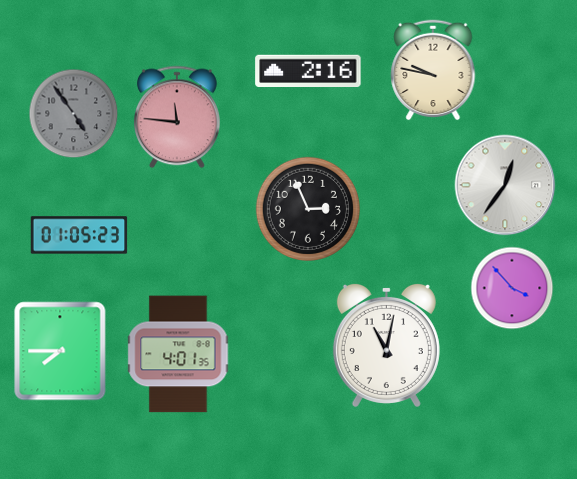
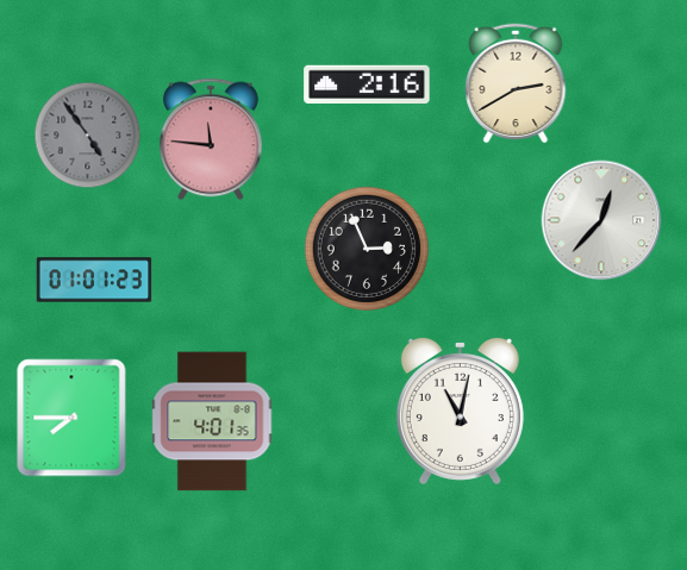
clock at (433, 70): 9:47 -> 2:40
clock at (505, 185): 12:36 -> 12:37
clock at (79, 235): 01:05 -> 01:01
clock at (512, 288): 3:53 -> none
